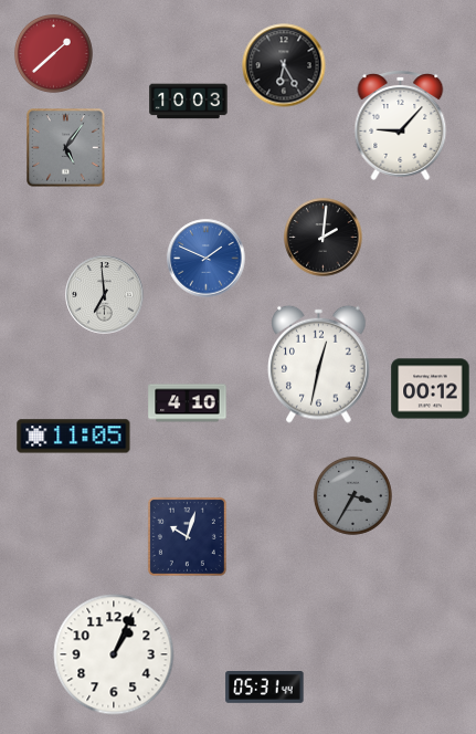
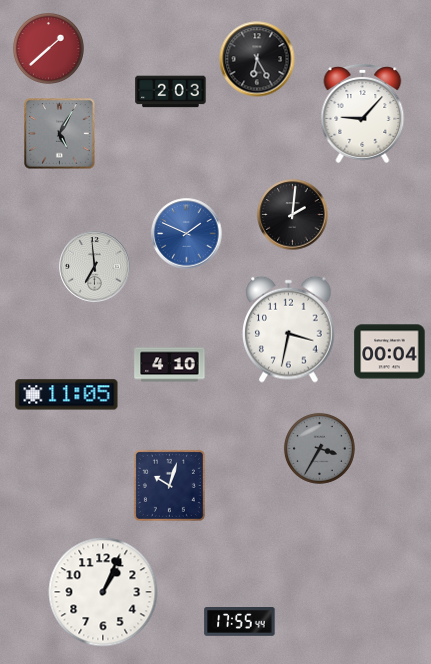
clock at (189, 102): 10:03 -> 2:03
clock at (66, 148): 5:06 -> 5:05
clock at (319, 364): 12:32 -> 3:32
clock at (431, 389): 00:12 -> 00:04
clock at (265, 688): 05:31 -> 17:55
